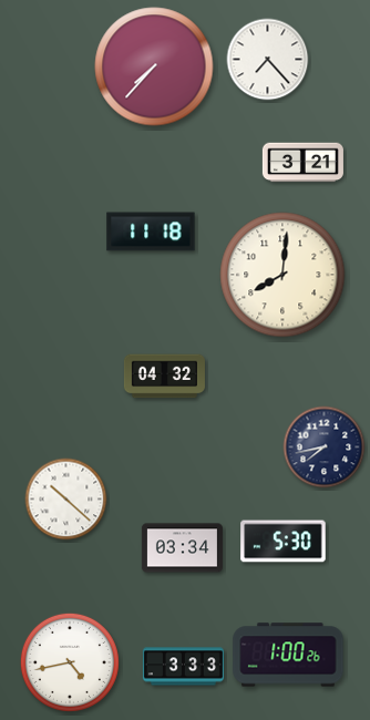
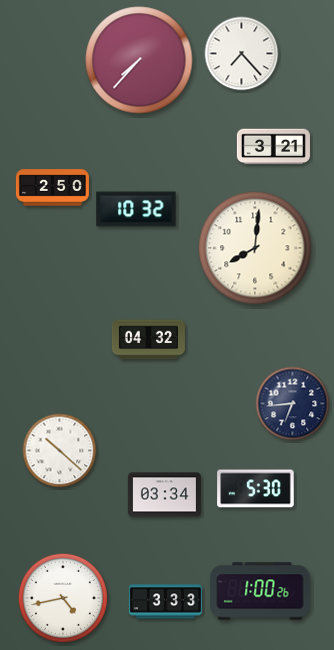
clock at (52, 188): none -> 2:50
clock at (151, 232): 11:18 -> 10:32
clock at (325, 448): 7:43 -> 6:44
